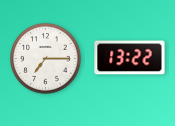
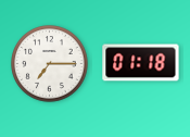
clock at (130, 58): 13:22 -> 01:18
